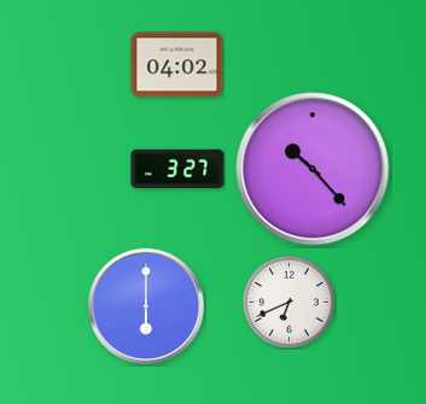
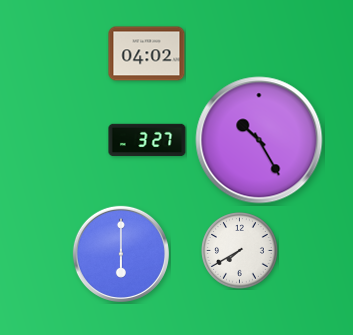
clock at (313, 169): 10:23 -> 10:25
clock at (290, 303): 6:41 -> 7:40
